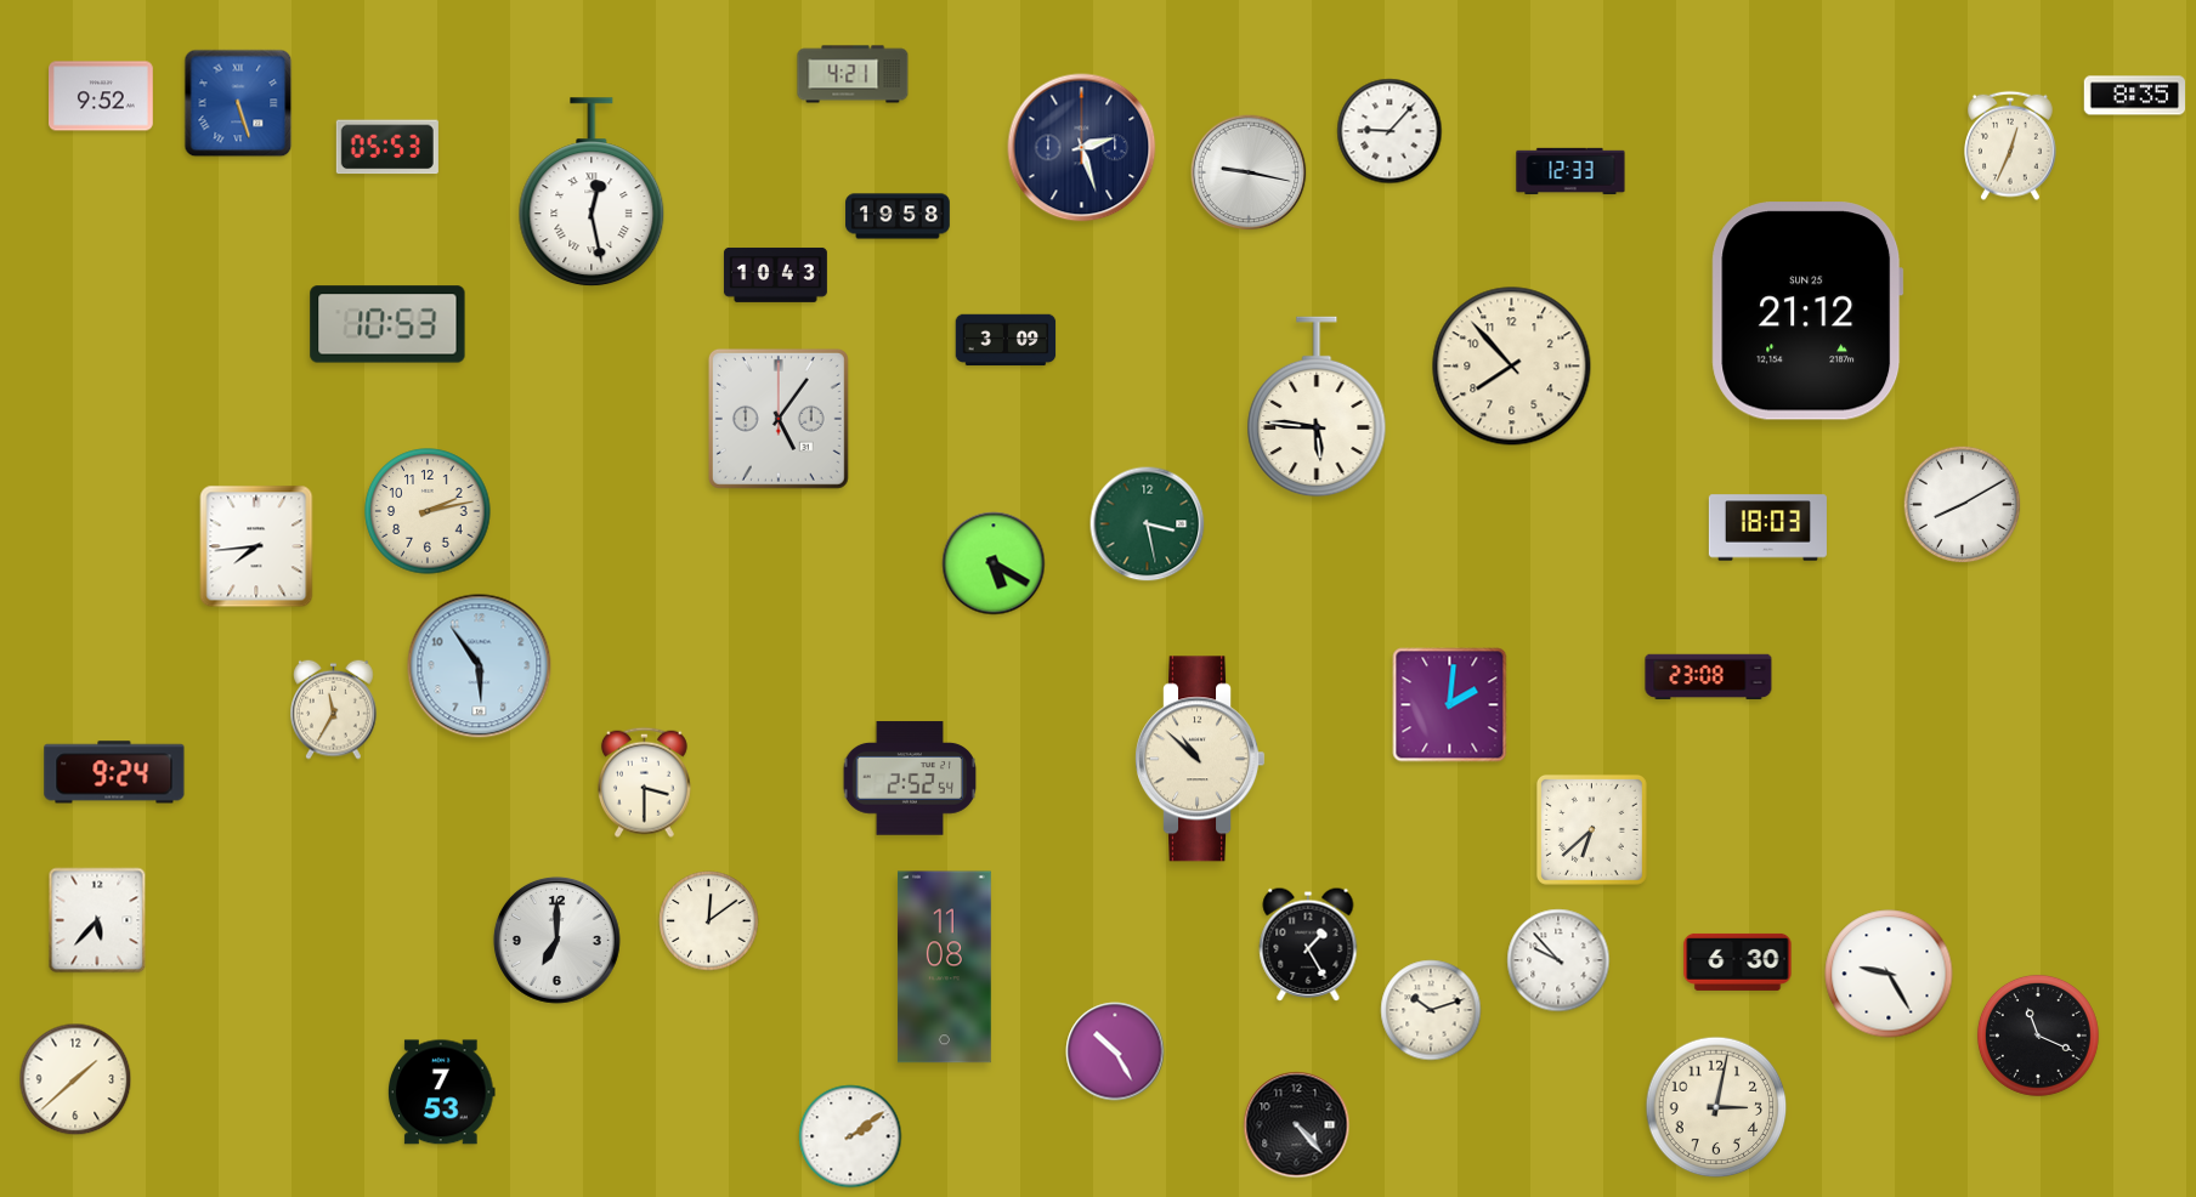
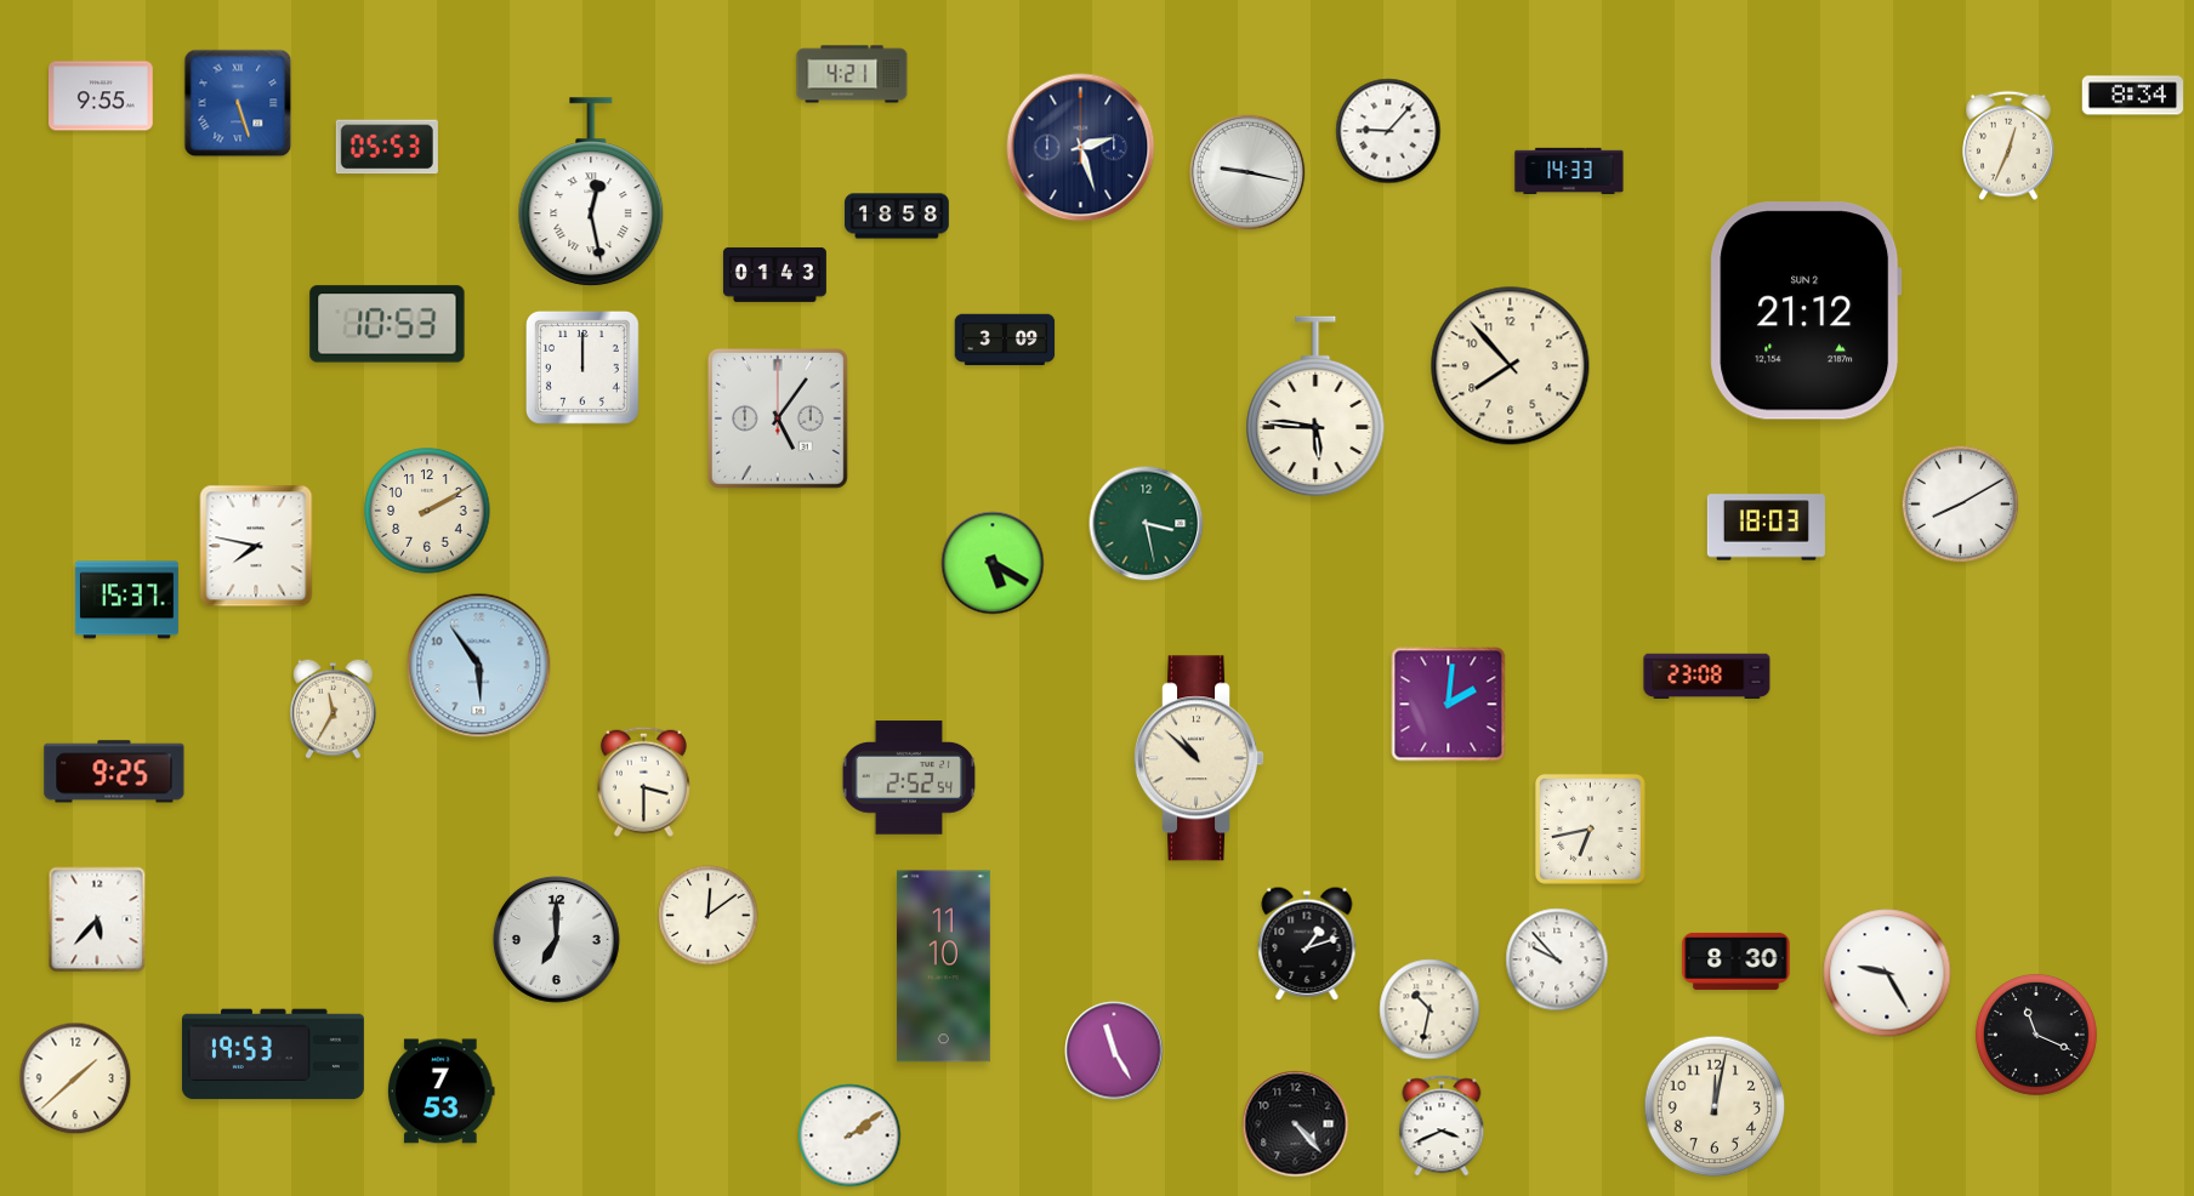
clock at (102, 96): 9:52 -> 9:55
clock at (2134, 96): 8:35 -> 8:34
clock at (1570, 170): 12:33 -> 14:33
clock at (898, 216): 19:58 -> 18:58
clock at (775, 274): 10:43 -> 01:43
clock at (1807, 311) date: SUN 25 -> SUN 2
clock at (584, 369): none -> 12:00
clock at (428, 511): 2:13 -> 2:10
clock at (256, 546): 7:44 -> 7:47
clock at (126, 600): none -> 15:37
clock at (114, 772): 9:24 -> 9:25
clock at (1591, 829): 6:38 -> 6:43
clock at (709, 921) position: (709, 921) -> (709, 916)
clock at (1308, 944): 1:25 -> 1:12
clock at (1738, 961): 6:30 -> 8:30
clock at (944, 968): 11:08 -> 11:10
clock at (1431, 1010): 10:12 -> 10:32
clock at (1115, 1051): 10:25 -> 11:25
clock at (273, 1054): none -> 19:53
clock at (1716, 1107): 3:02 -> 12:02
clock at (1442, 1126): none -> 3:41
